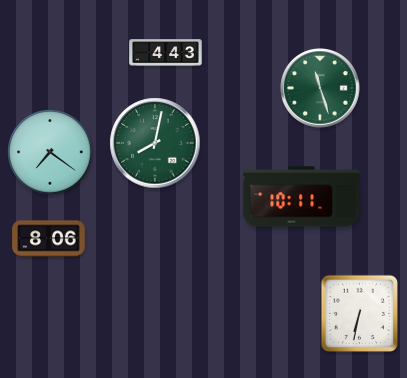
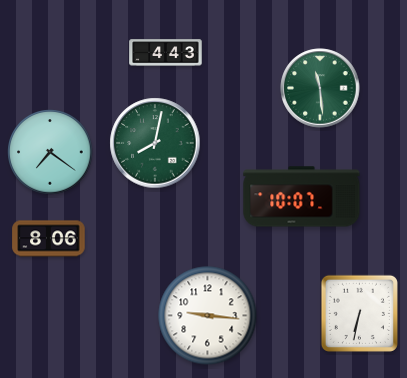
clock at (320, 88): 11:27 -> 11:29
clock at (302, 197): 10:11 -> 10:07
clock at (208, 316): none -> 9:16
